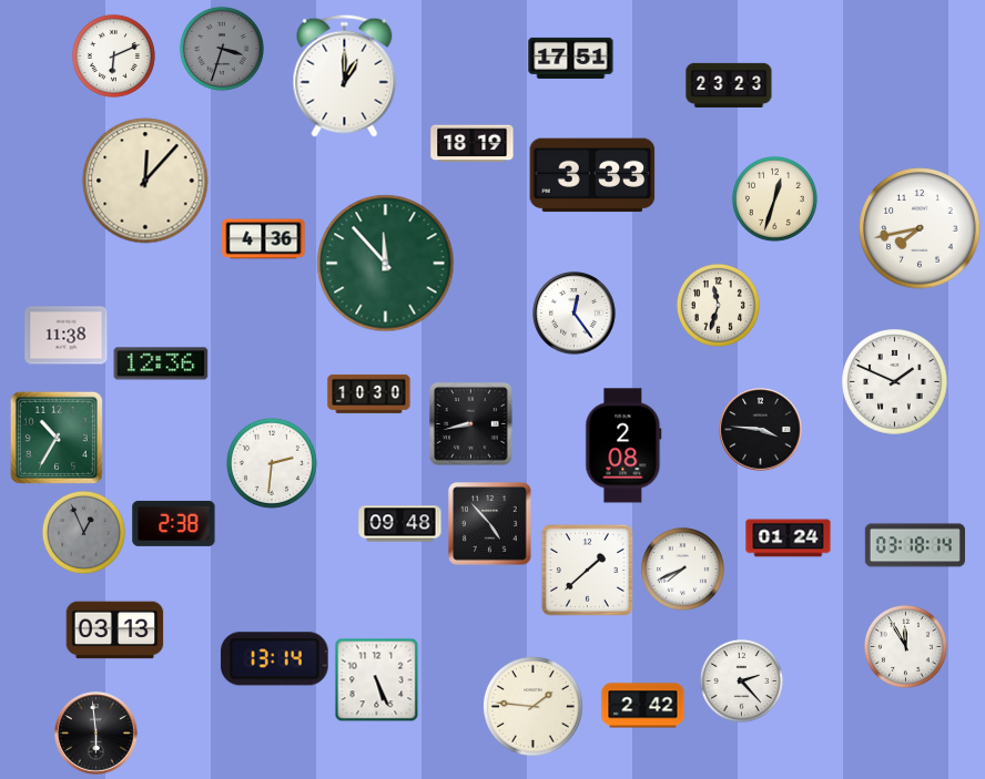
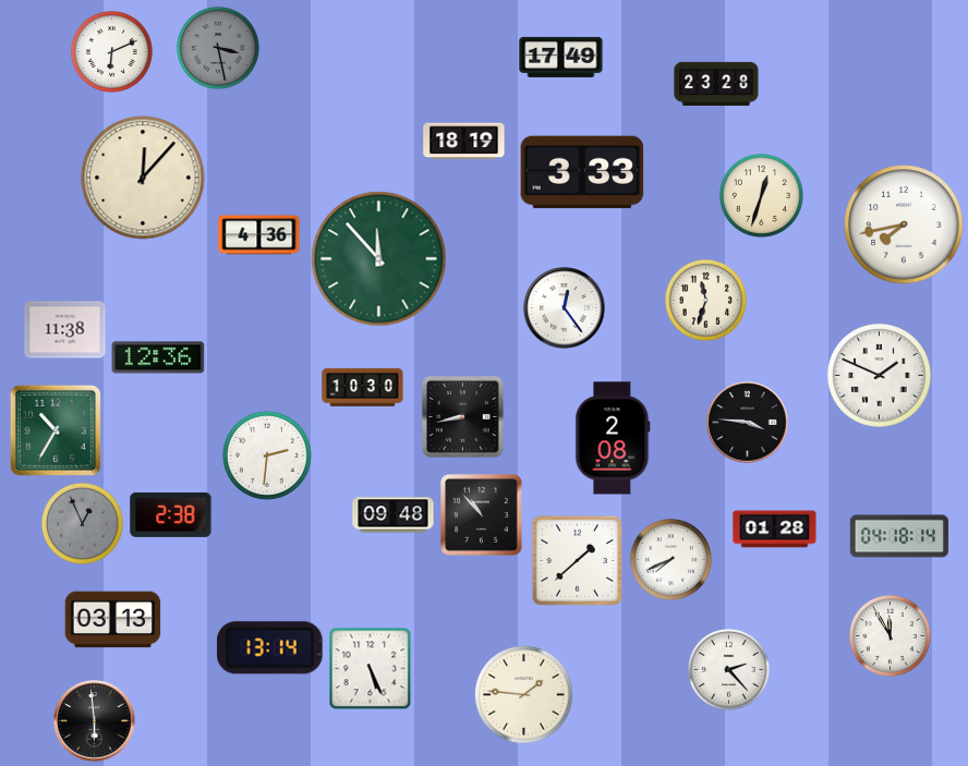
clock at (222, 49): 3:33 -> 3:28
clock at (113, 55) position: (113, 55) -> (111, 51)
clock at (571, 58): 17:51 -> 17:49
clock at (345, 75): 1:00 -> none
clock at (729, 84): 23:23 -> 23:28
clock at (490, 524): 4:53 -> 10:53
clock at (789, 539): 01:24 -> 01:28
clock at (915, 545): 03:18 -> 04:18
clock at (643, 706): 2:42 -> none
